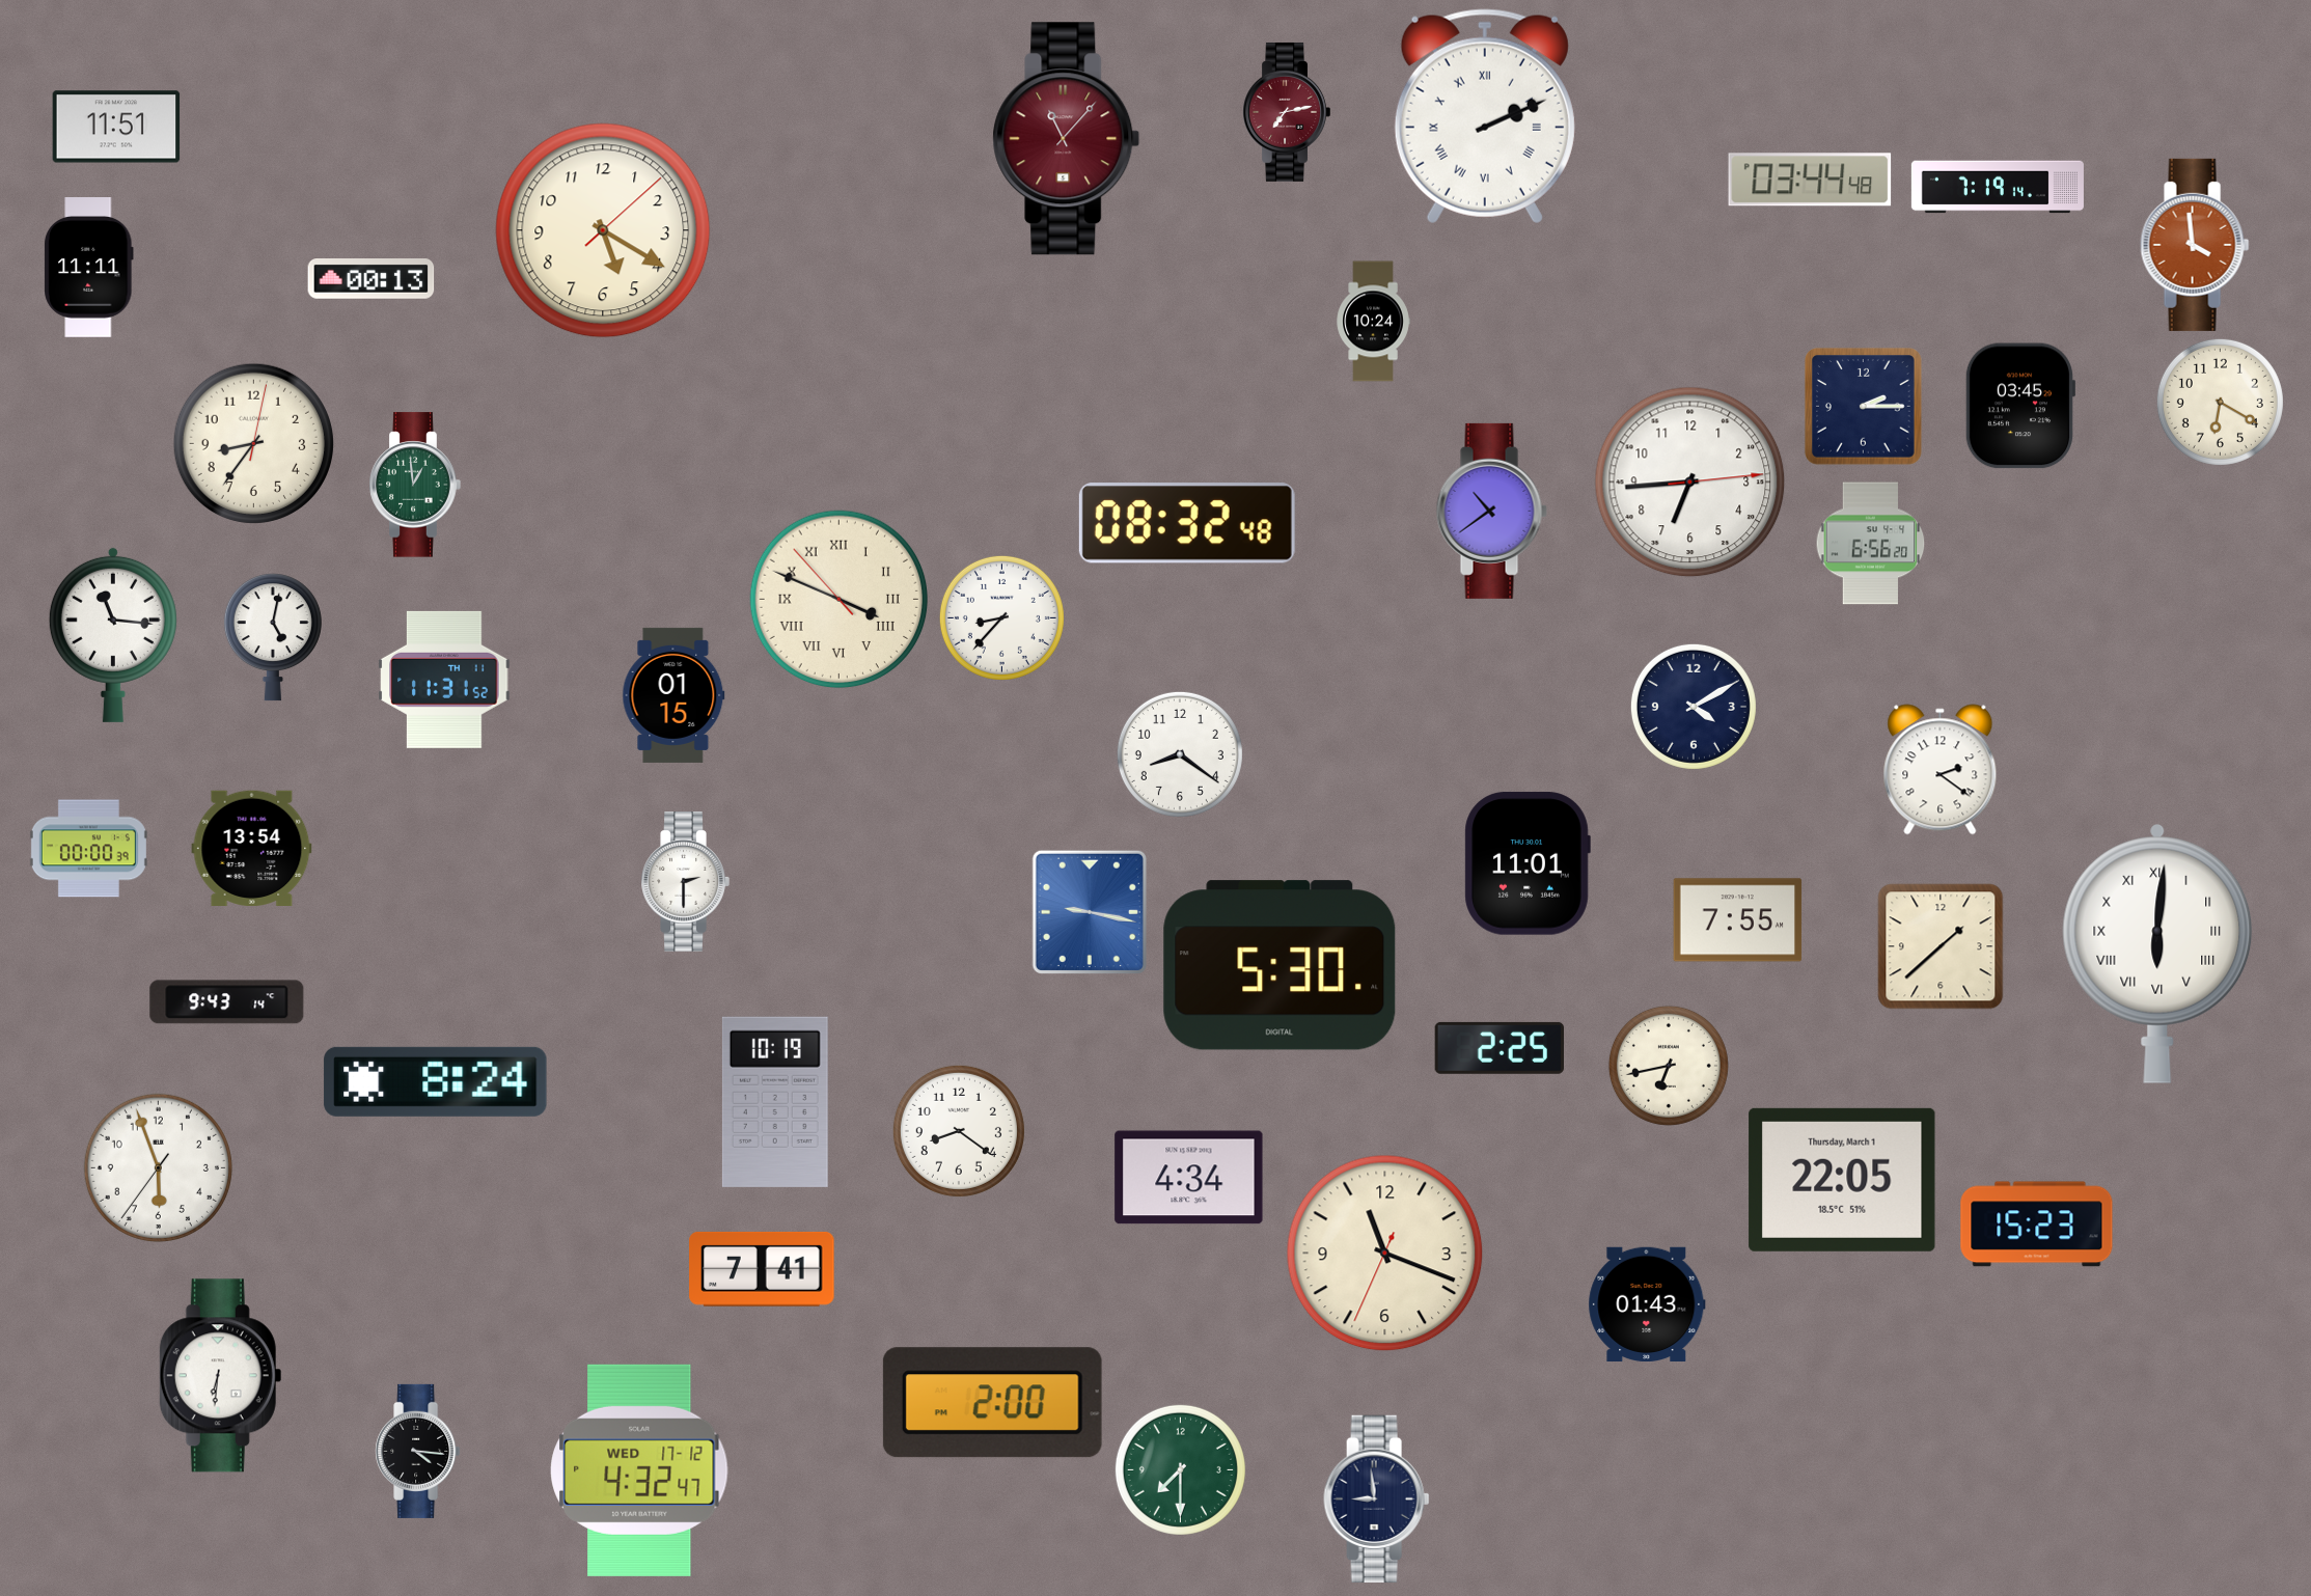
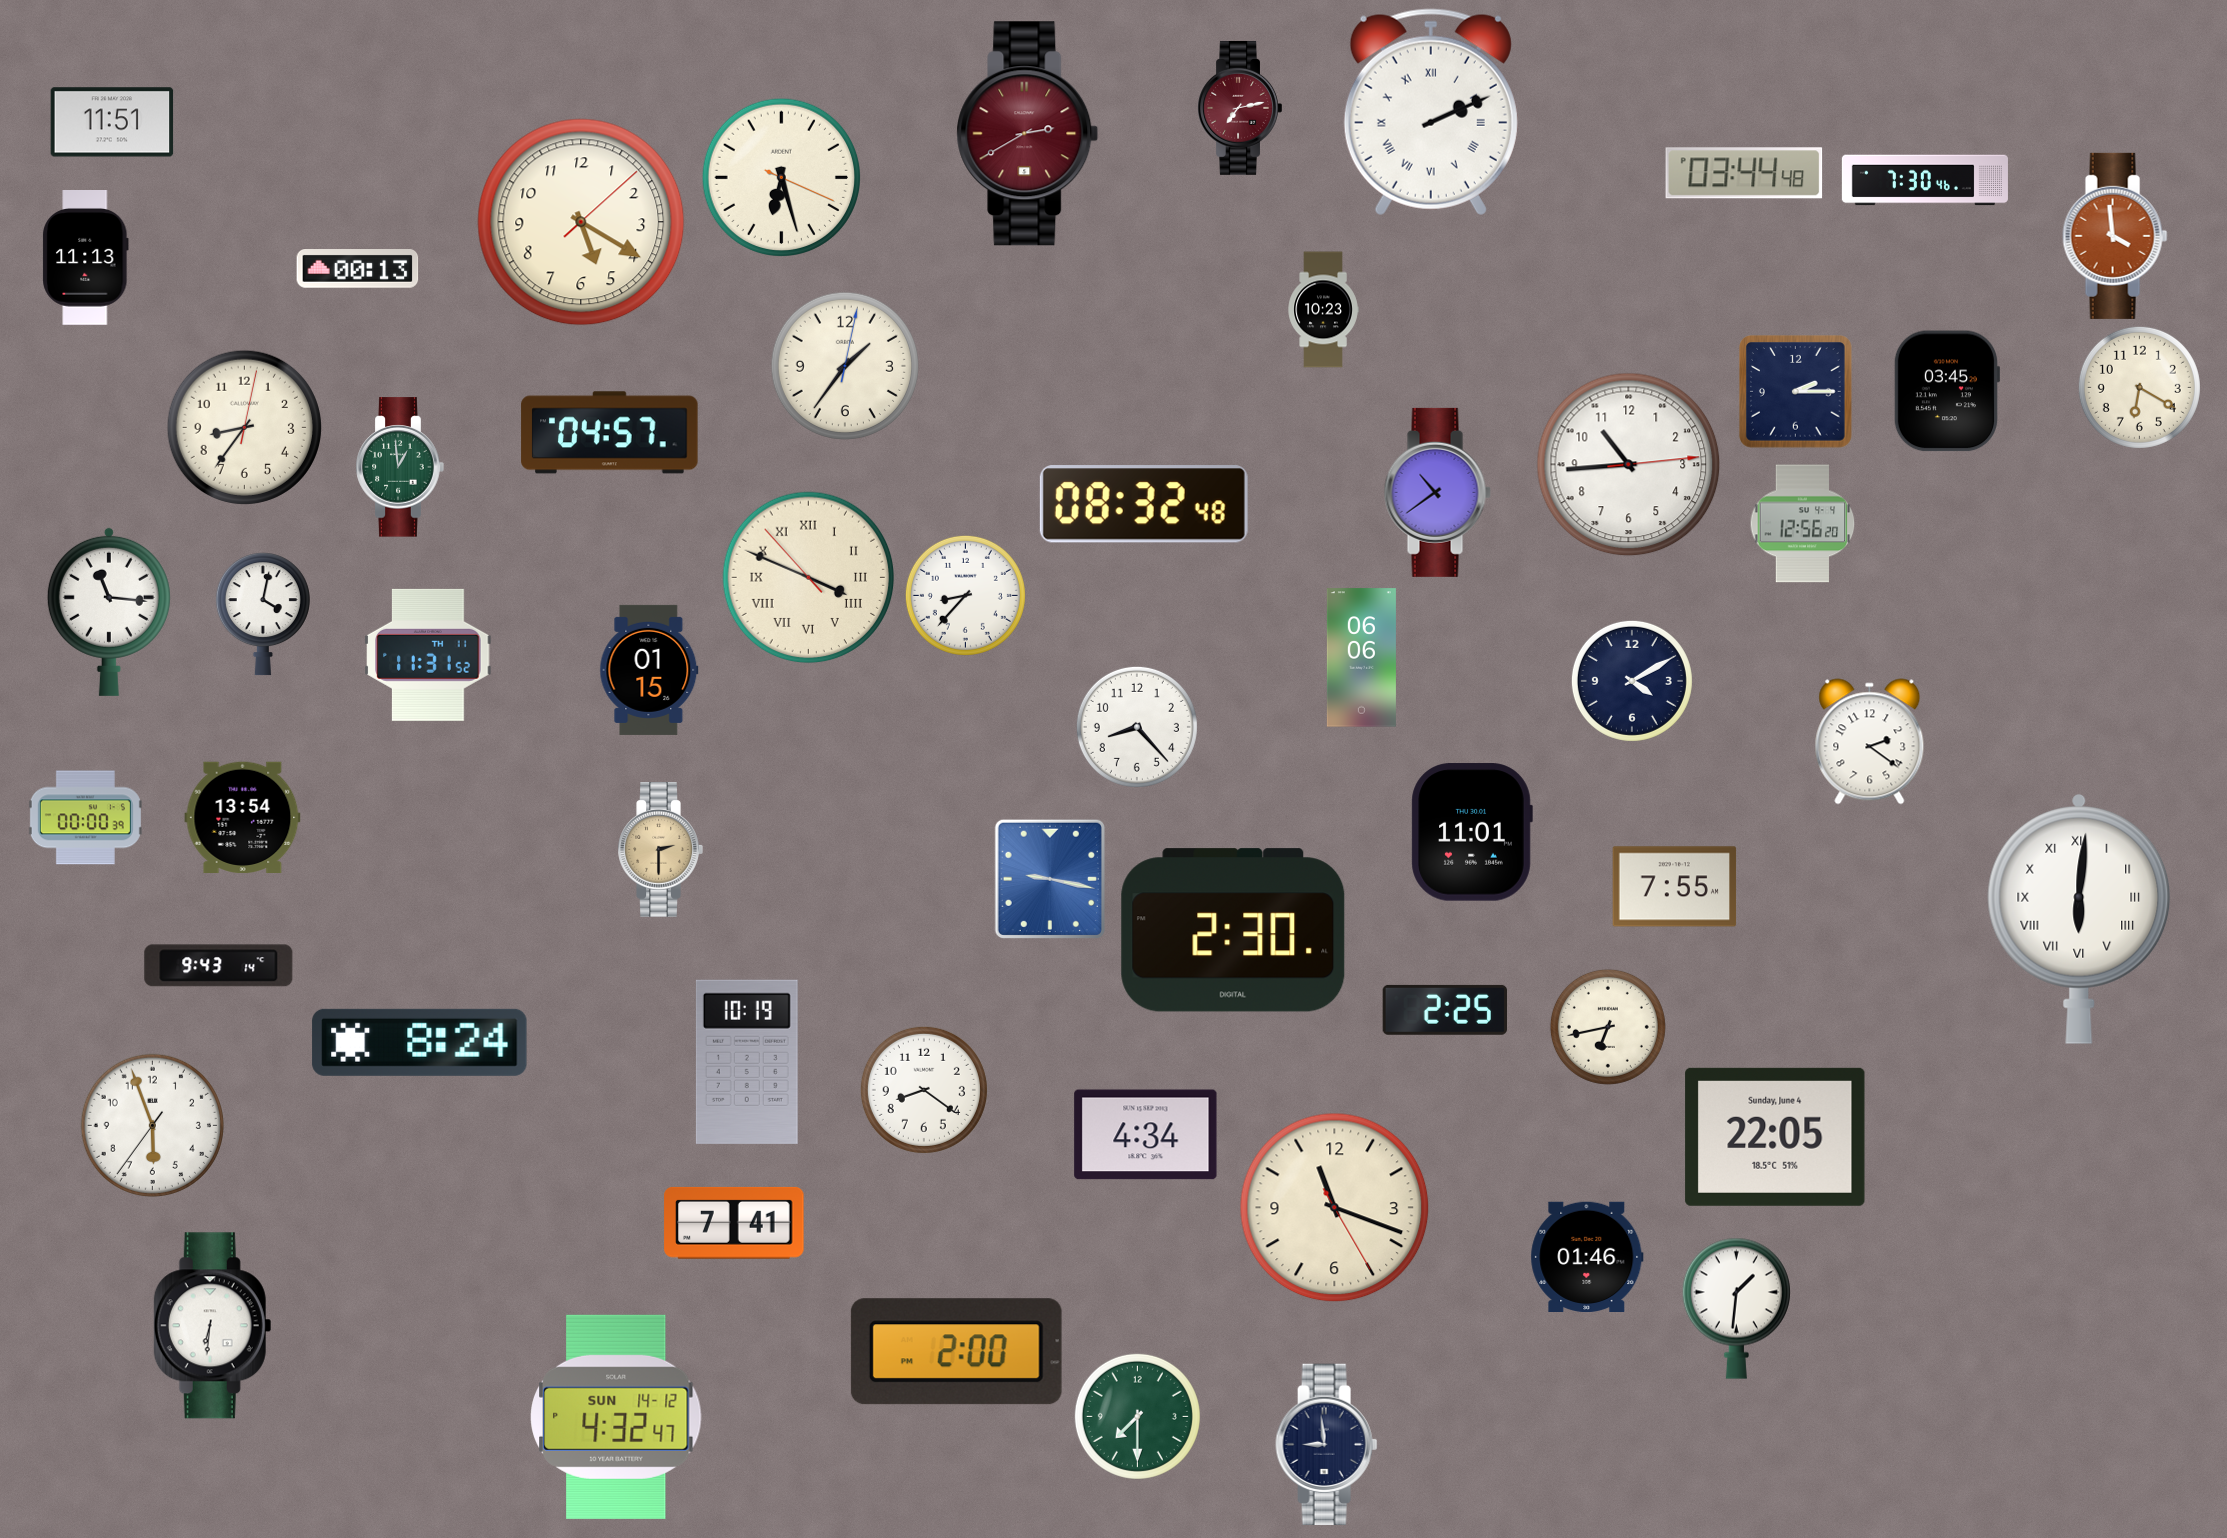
clock at (1067, 139): 11:07 -> 2:40
clock at (781, 177): none -> 6:27
clock at (1998, 187): 7:19 -> 7:30
clock at (89, 268): 11:11 -> 11:13
clock at (1373, 322): 10:24 -> 10:23
clock at (845, 366): none -> 1:36
clock at (610, 433): none -> 04:57
clock at (1690, 483): 6:44 -> 10:44
clock at (1871, 544): 6:56 -> 12:56
clock at (273, 637): 5:02 -> 4:02
clock at (1361, 658): none -> 06:06
clock at (1180, 754): 8:21 -> 8:23
clock at (685, 882) dial: white -> champagne
clock at (1941, 946): 1:38 -> none
clock at (1280, 965): 5:30 -> 2:30
clock at (1842, 1180) date: Thursday, March 1 -> Sunday, June 4
clock at (2037, 1224): 15:23 -> none
clock at (1385, 1254): 11:18:34 -> 11:18:25
clock at (1647, 1303): 01:43 -> 01:46
clock at (1736, 1308): none -> 1:31
clock at (418, 1451): 4:16 -> none
clock at (639, 1470) date: WED 17-12 -> SUN 14-12
